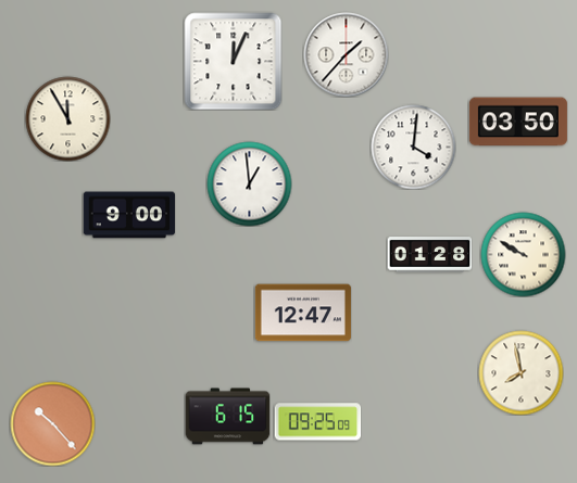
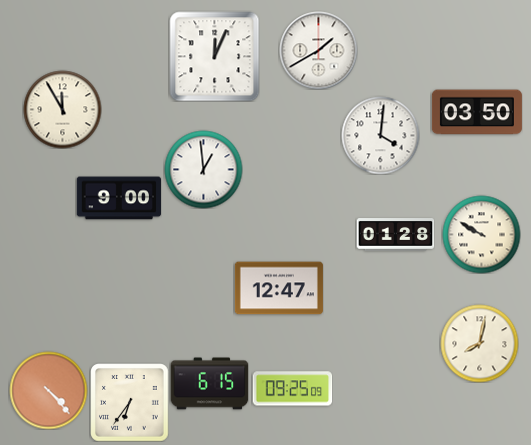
clock at (346, 54): 1:37 -> 1:40
clock at (249, 183) position: (249, 183) -> (203, 169)
clock at (520, 372): 7:58 -> 8:02
clock at (52, 423): 10:23 -> 4:23
clock at (129, 402): none -> 6:36
